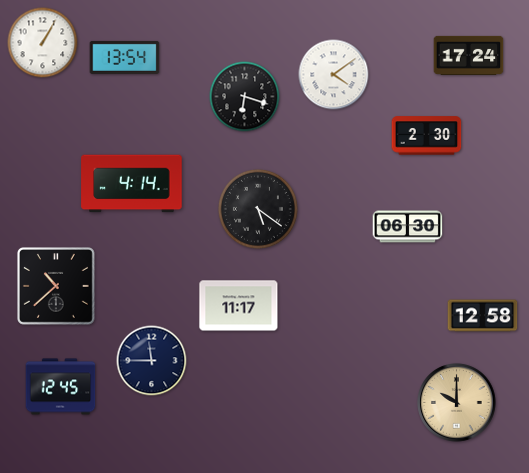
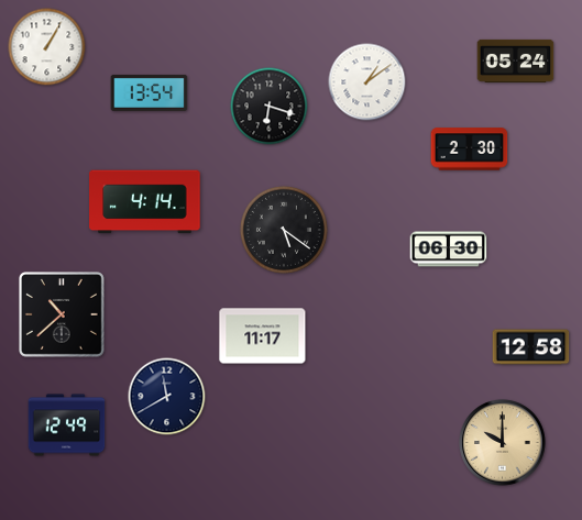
clock at (469, 55): 17:24 -> 05:24
clock at (125, 57) position: (125, 57) -> (150, 92)
clock at (334, 75): 4:09 -> 1:09
clock at (152, 361): 11:45 -> 11:40
clock at (61, 387): 12:45 -> 12:49
